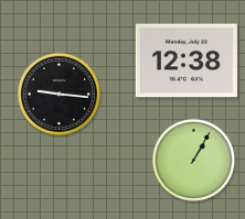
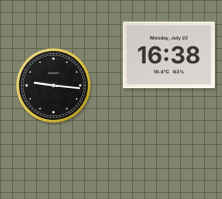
clock at (187, 61): 12:38 -> 16:38
clock at (193, 160): 1:05 -> none
